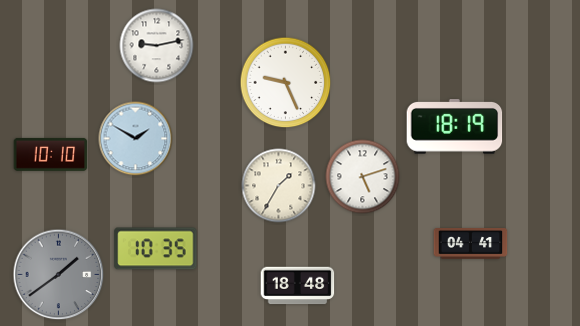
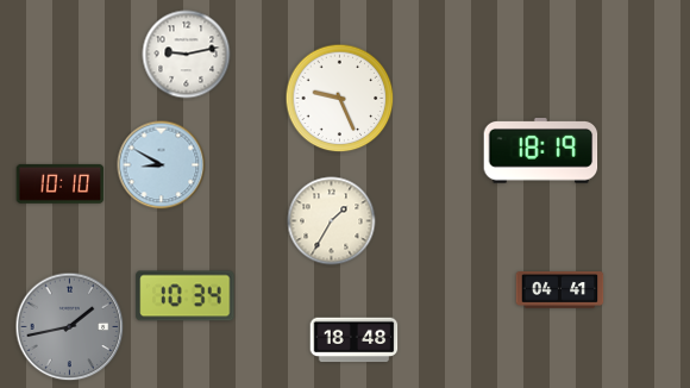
clock at (136, 139): 1:50 -> 8:50
clock at (363, 177): 5:12 -> none
clock at (156, 249): 10:35 -> 10:34
clock at (59, 275): 1:39 -> 1:43
